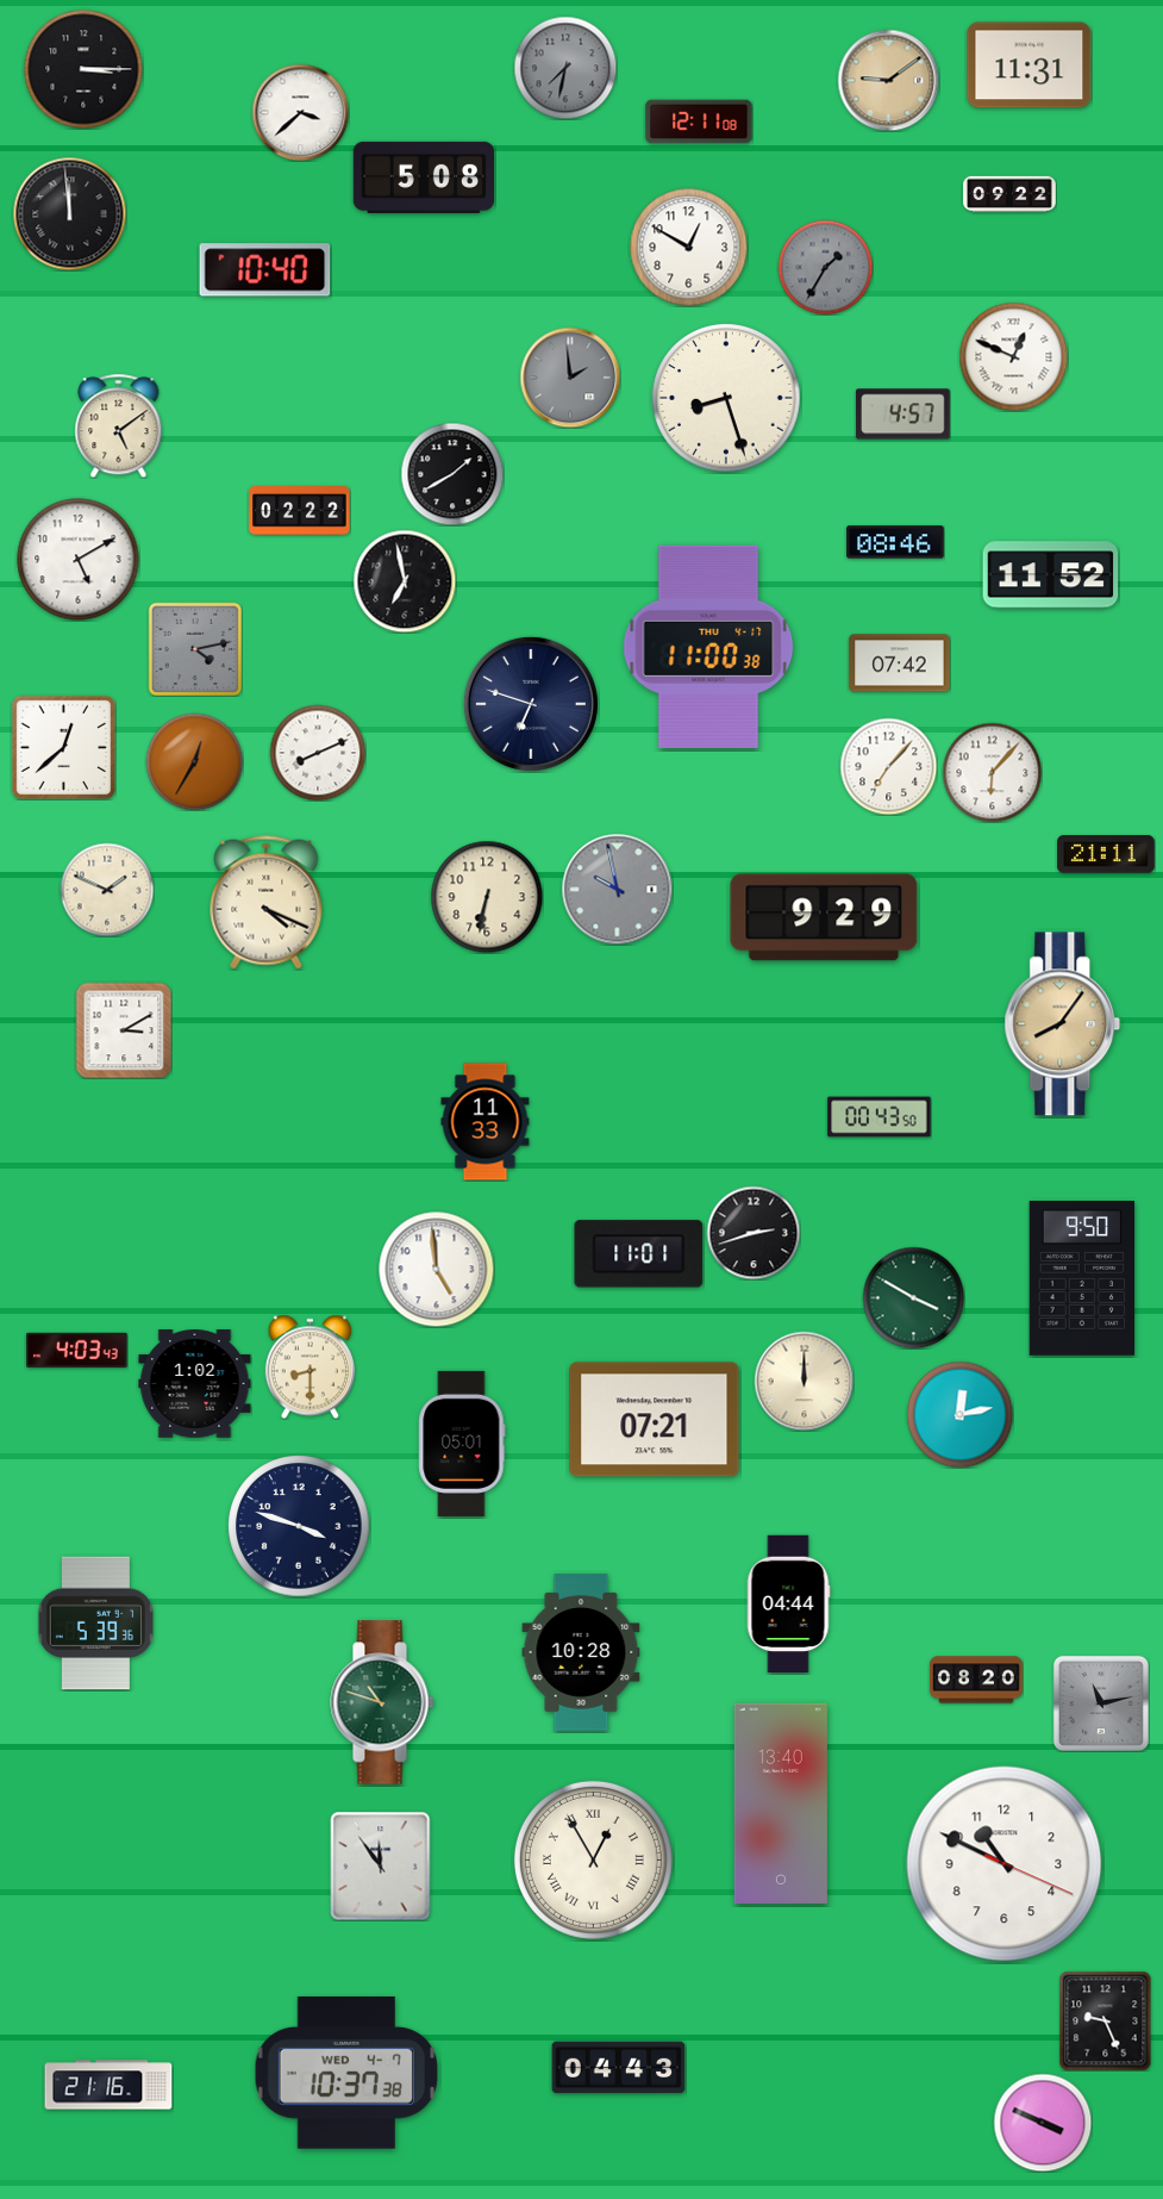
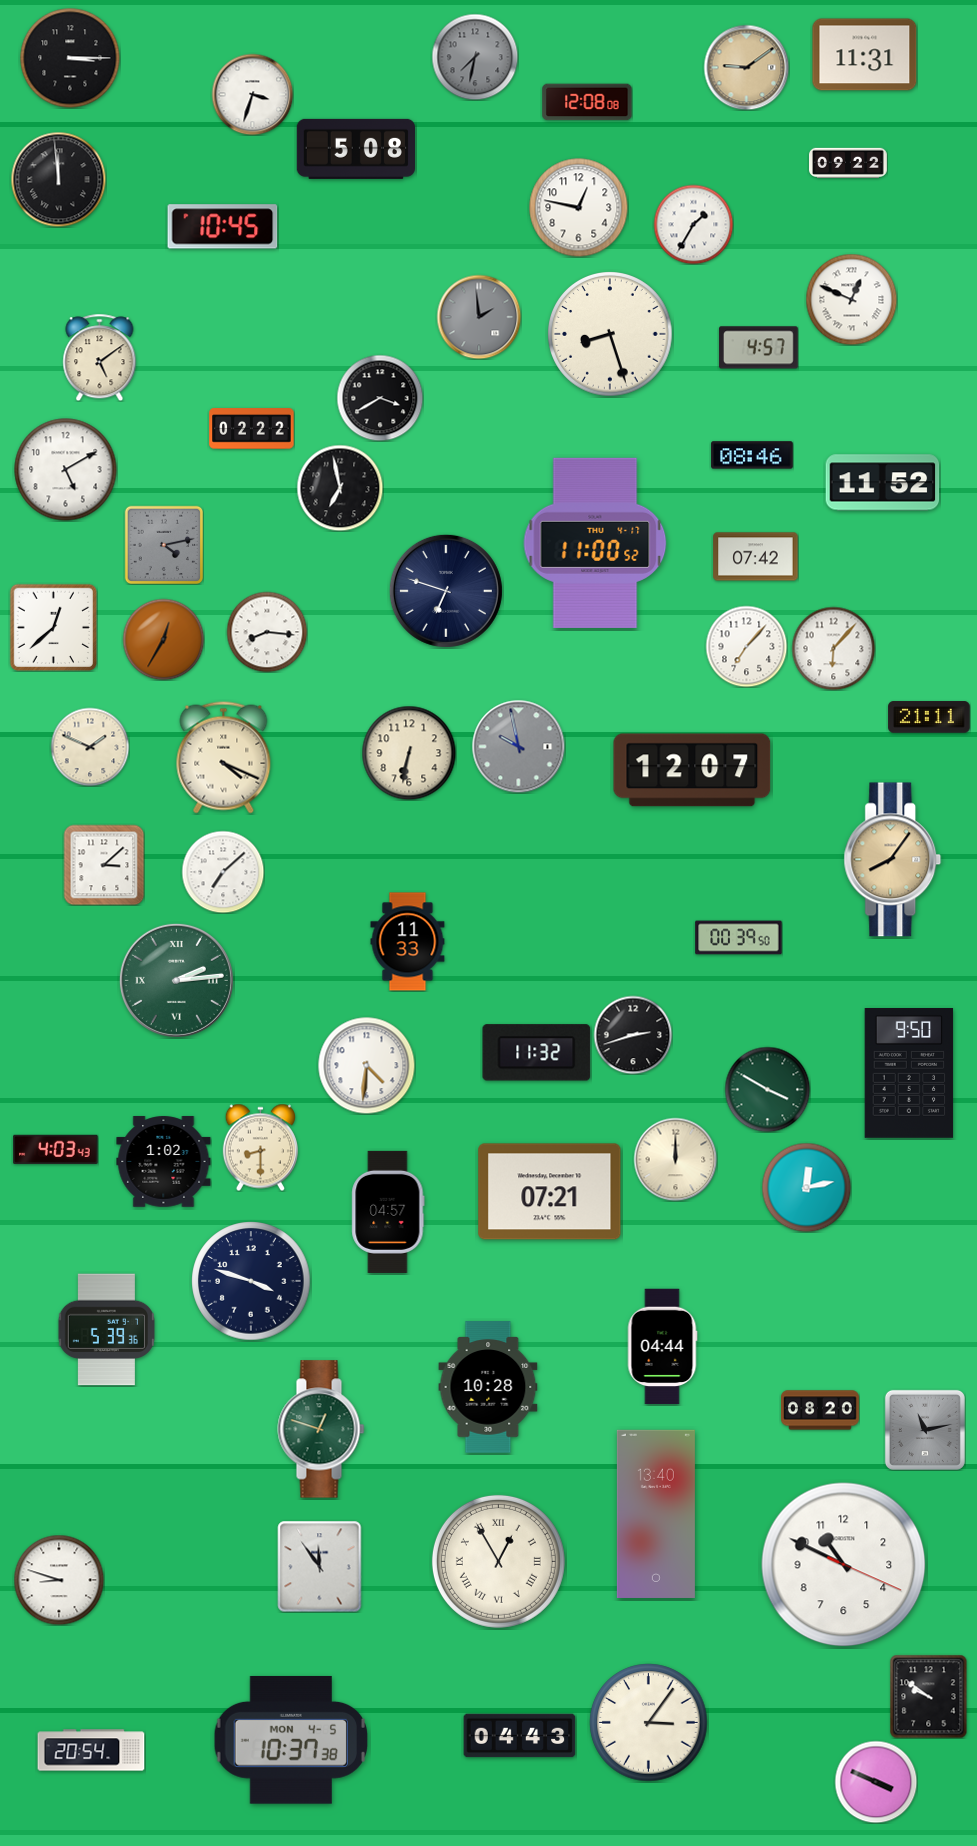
clock at (300, 112): 3:38 -> 3:33
clock at (699, 122): 12:11 -> 12:08
clock at (689, 248): 12:50 -> 12:47
clock at (825, 267) dial: grey -> white
clock at (265, 270): 10:40 -> 10:45
clock at (452, 474): 1:40 -> 3:40
clock at (708, 647): 11:00:38 -> 11:00:52
clock at (318, 753): 8:11 -> 8:16
clock at (888, 766) position: (888, 766) -> (746, 646)
clock at (824, 917): 9:29 -> 12:07
clock at (124, 1030): 3:10 -> 3:08
clock at (223, 872): none -> 7:08
clock at (880, 1117): 00:43 -> 00:39
clock at (176, 980): none -> 2:14
clock at (639, 1254): 11:01 -> 11:32
clock at (436, 1269): 4:59 -> 4:31
clock at (77, 1350) position: (77, 1350) -> (56, 1149)
clock at (462, 1444): 05:01 -> 04:57
clock at (95, 1624) position: (95, 1624) -> (106, 1330)
clock at (382, 1702): 10:48 -> 12:48
clock at (59, 1580): none -> 8:48
clock at (1106, 2020): 9:26 -> 9:51
clock at (649, 1723): none -> 3:06
clock at (345, 2073) date: WED 4-7 -> MON 4-5
clock at (108, 2085): 21:16 -> 20:54
